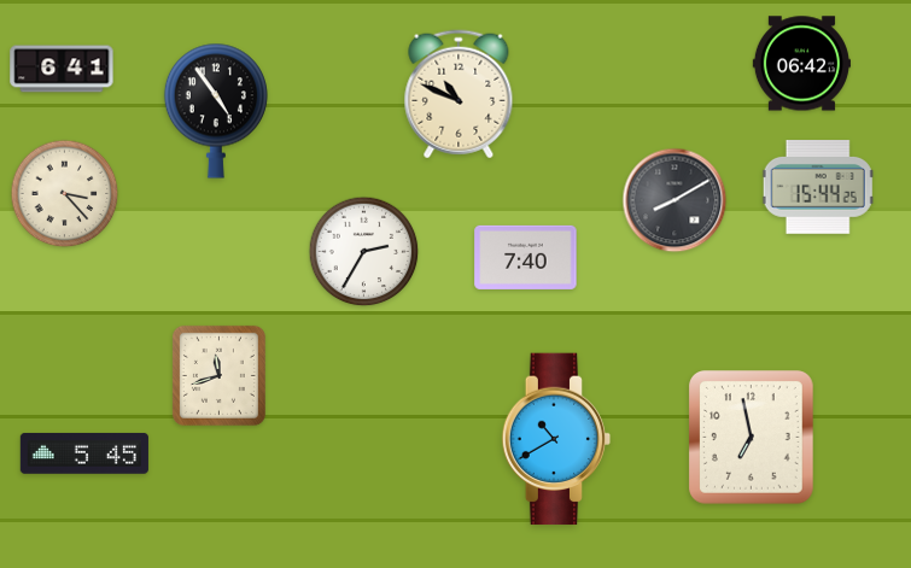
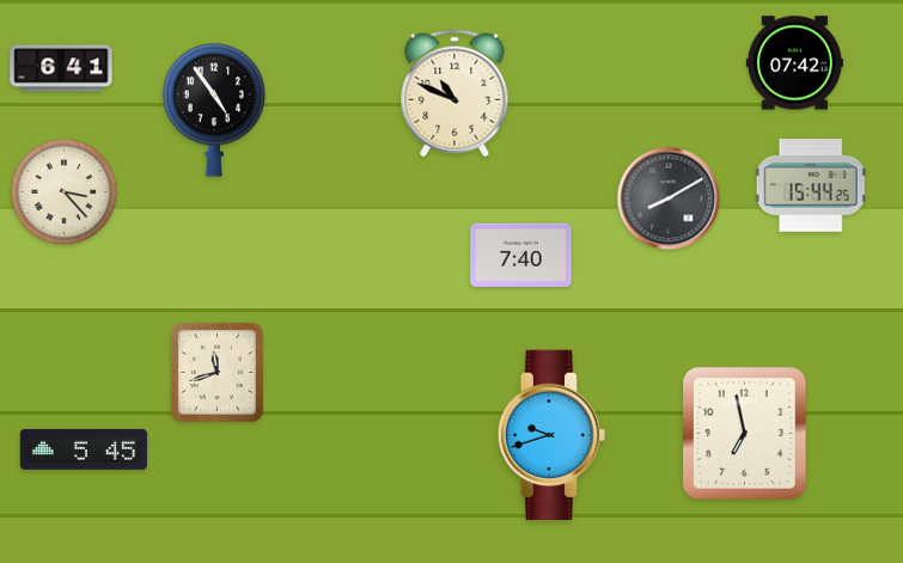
clock at (801, 64): 06:42 -> 07:42
clock at (364, 252): 2:35 -> none
clock at (556, 439): 10:40 -> 9:42
